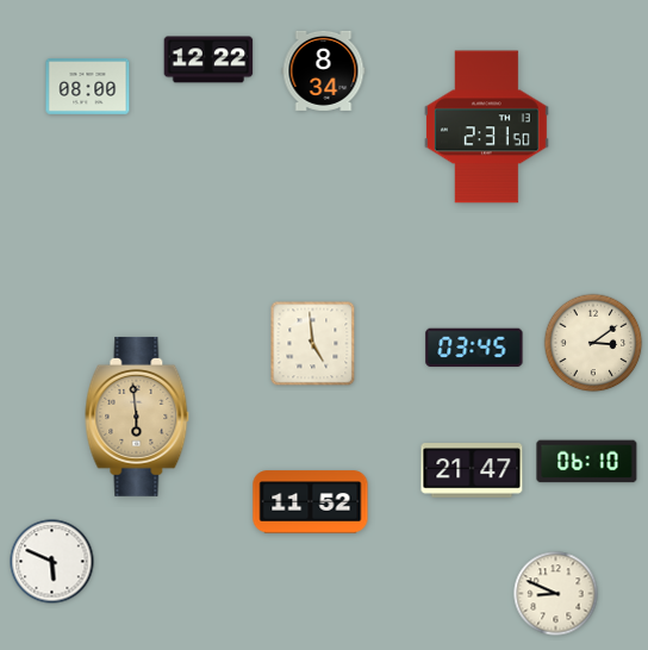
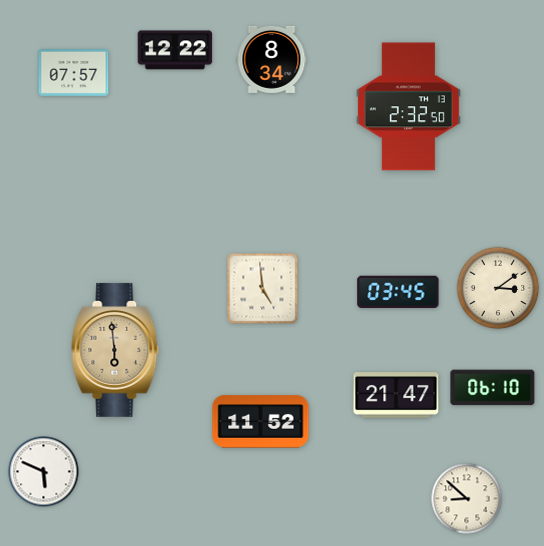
clock at (88, 87): 08:00 -> 07:57
clock at (486, 127): 2:31 -> 2:32
clock at (556, 594): 8:49 -> 8:52
